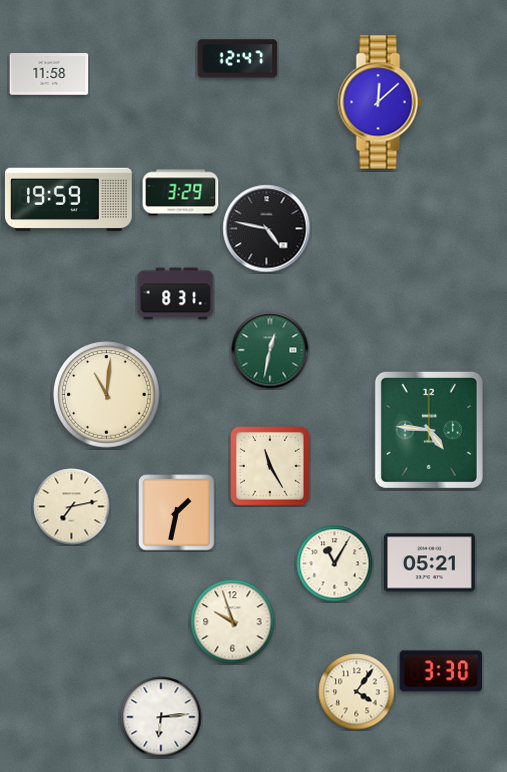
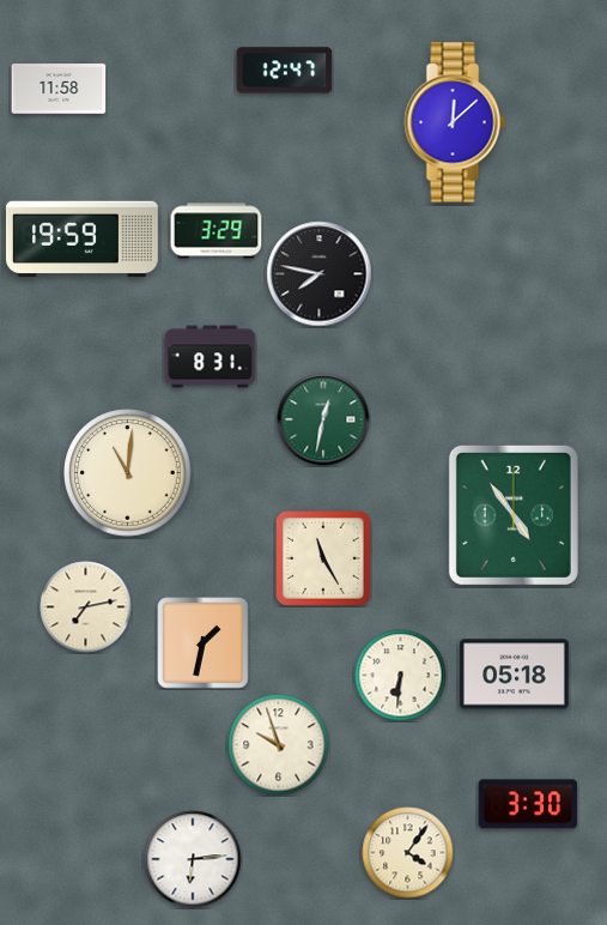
clock at (267, 229): 4:47 -> 7:47
clock at (176, 294) position: (176, 294) -> (211, 357)
clock at (429, 430): 4:46 -> 4:54
clock at (177, 513) position: (177, 513) -> (204, 643)
clock at (429, 563): 05:21 -> 05:18
clock at (335, 564): 11:05 -> 6:31
clock at (357, 692) position: (357, 692) -> (408, 853)
